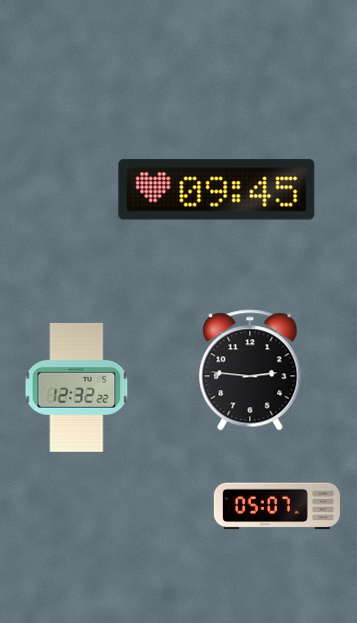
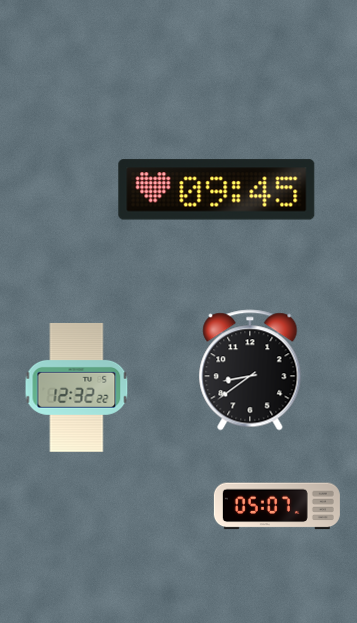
clock at (250, 370): 2:46 -> 8:39
